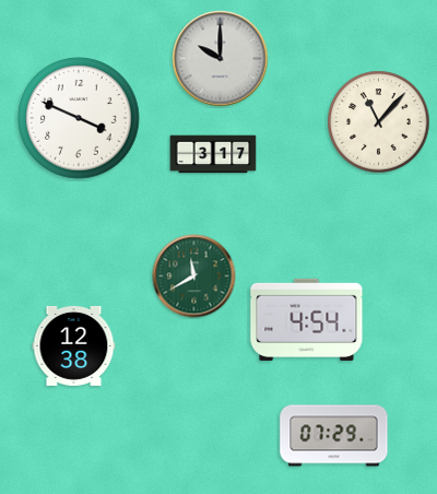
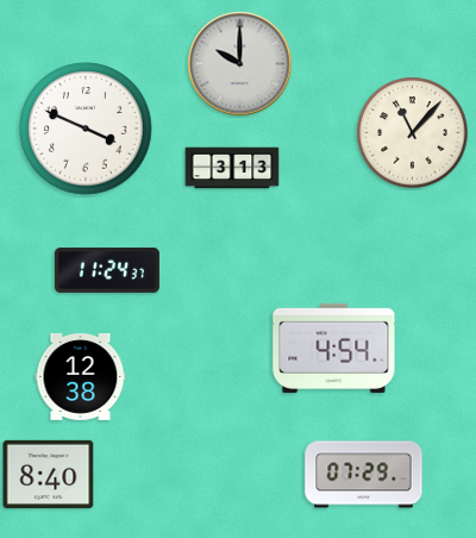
clock at (213, 154): 3:17 -> 3:13
clock at (107, 270): none -> 11:24
clock at (194, 277): 11:40 -> none
clock at (49, 474): none -> 8:40
